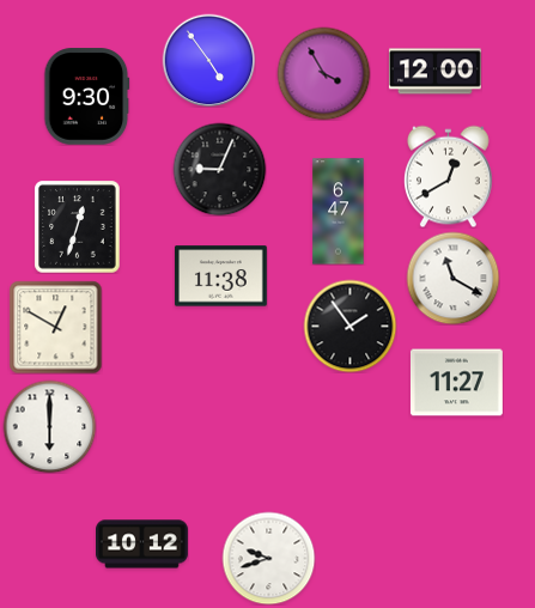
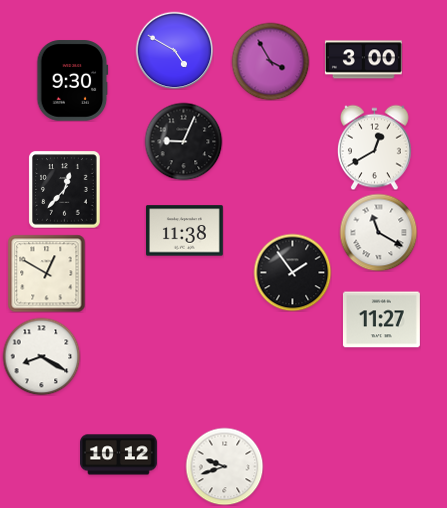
clock at (208, 60): 4:54 -> 4:50
clock at (434, 72): 12:00 -> 3:00
clock at (339, 212): 6:47 -> none
clock at (78, 226): 12:33 -> 12:37
clock at (49, 426): 6:00 -> 8:20
